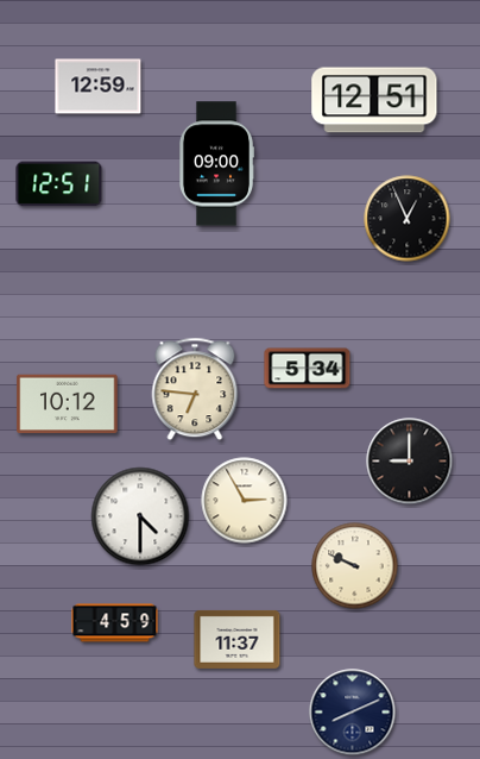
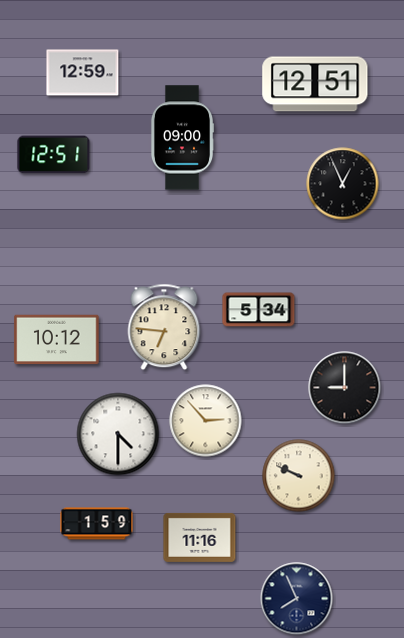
clock at (59, 184) position: (59, 184) -> (54, 155)
clock at (245, 501): 2:55 -> 2:53
clock at (115, 623): 4:59 -> 1:59
clock at (238, 639): 11:37 -> 11:16
clock at (353, 713): 8:11 -> 7:56
